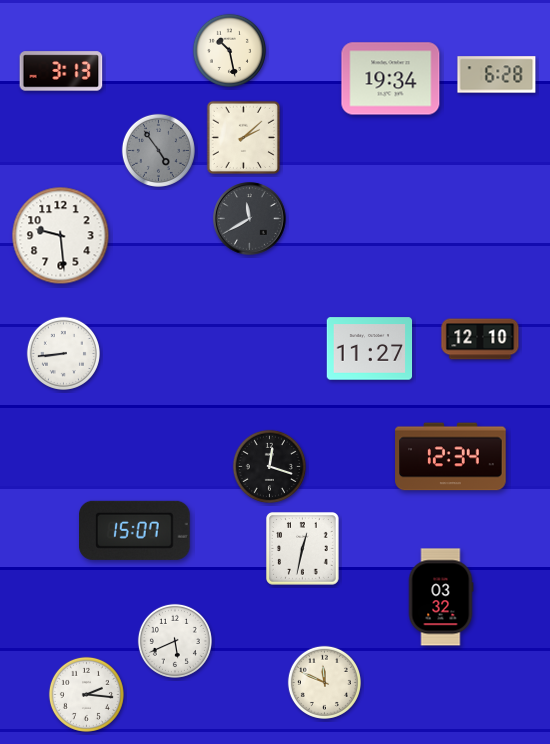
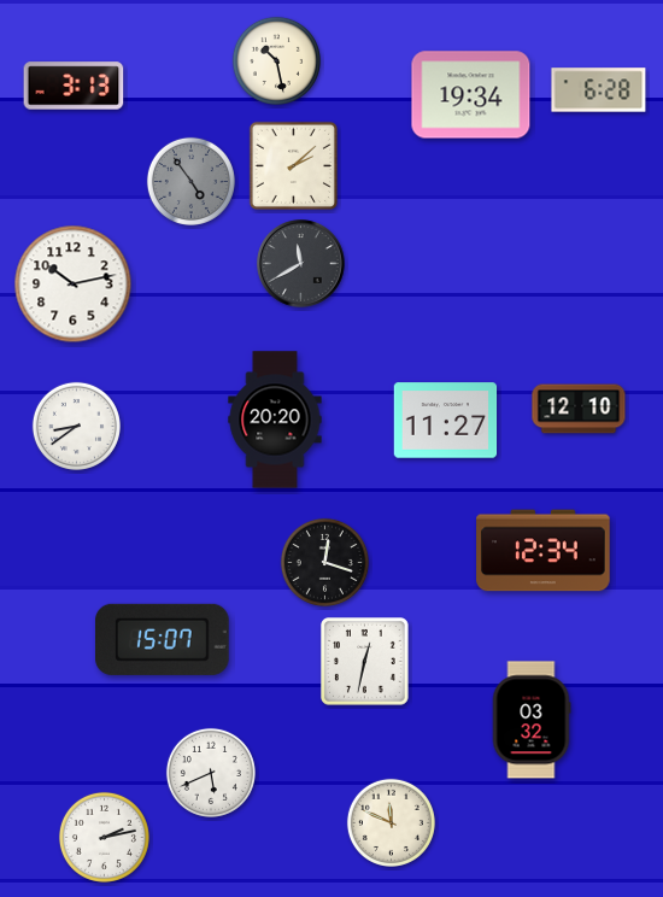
clock at (61, 236): 9:29 -> 10:13
clock at (275, 420): none -> 20:20
clock at (63, 353): 8:44 -> 8:39
clock at (86, 694): 2:16 -> 2:13
